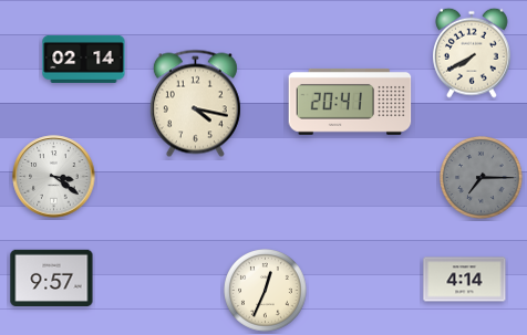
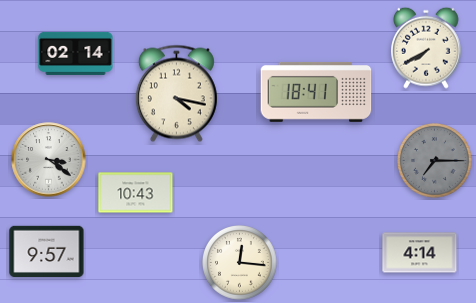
clock at (350, 102): 20:41 -> 18:41
clock at (136, 193): none -> 10:43
clock at (266, 291): 12:34 -> 12:16
